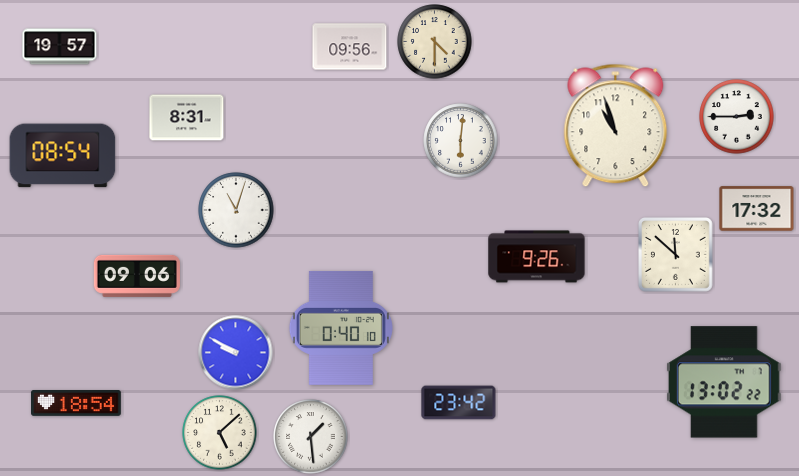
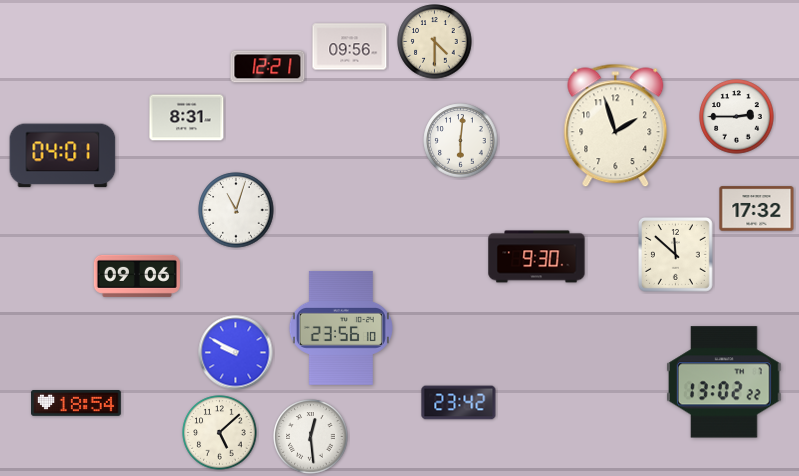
clock at (60, 47): 19:57 -> none
clock at (268, 67): none -> 12:21
clock at (616, 126): 10:57 -> 1:57
clock at (63, 156): 08:54 -> 04:01
clock at (537, 257): 9:26 -> 9:30
clock at (341, 328): 0:40 -> 23:56
clock at (311, 437): 1:29 -> 12:29
